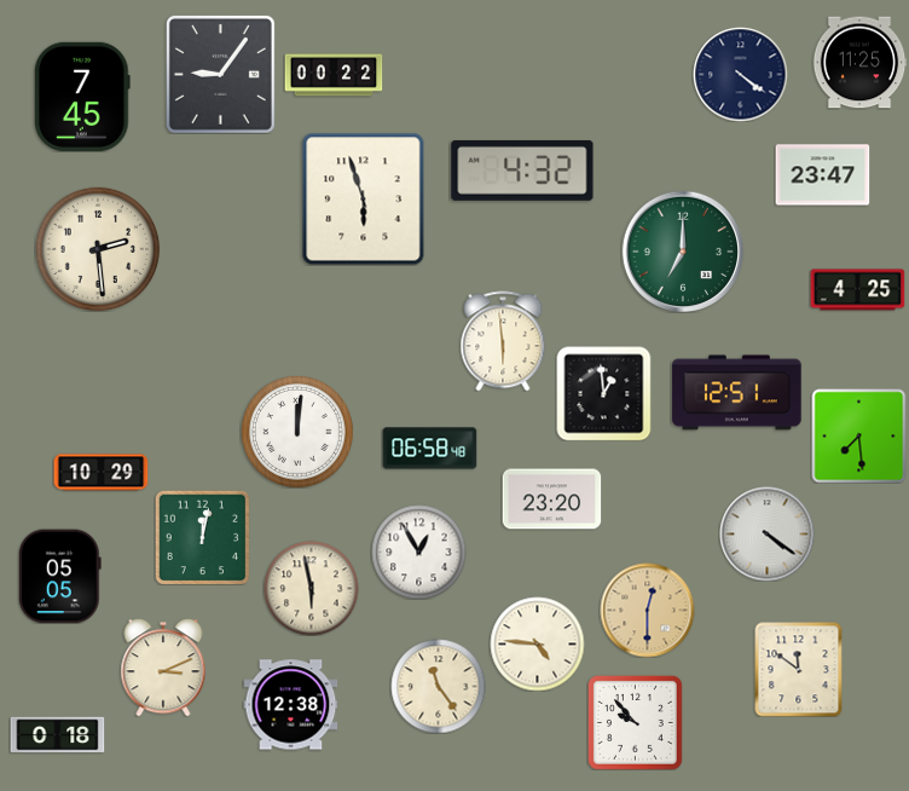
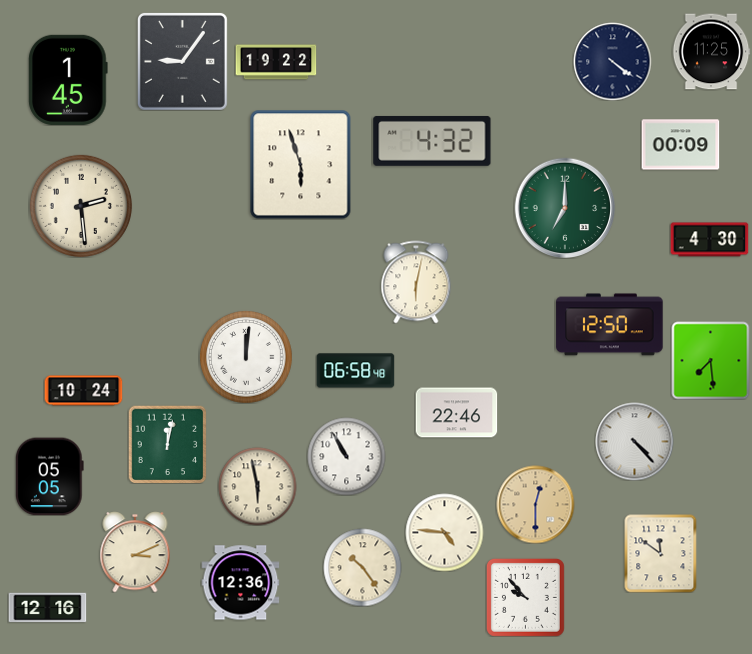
clock at (334, 75): 00:22 -> 19:22
clock at (82, 97): 7:45 -> 1:45
clock at (822, 175): 23:47 -> 00:09
clock at (857, 290): 4:25 -> 4:30
clock at (503, 341): 5:59 -> 6:02
clock at (603, 393): 12:59 -> none
clock at (737, 393): 12:51 -> 12:50
clock at (100, 473): 10:29 -> 10:24
clock at (551, 500): 23:20 -> 22:46
clock at (766, 533): 4:21 -> 4:23
clock at (418, 552): 12:55 -> 10:55
clock at (438, 686): 11:24 -> 10:24
clock at (290, 705): 12:38 -> 12:36
clock at (57, 735): 0:18 -> 12:16
